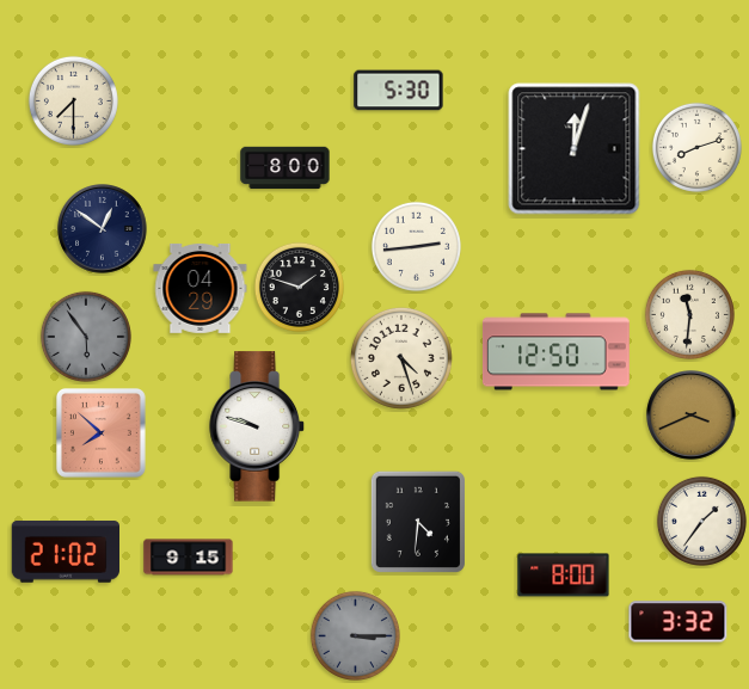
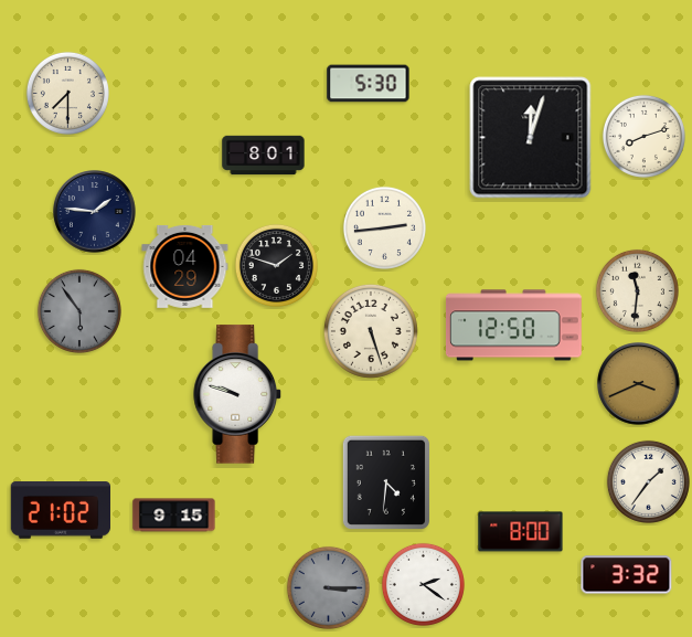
clock at (286, 168): 8:00 -> 8:01
clock at (103, 229): 12:51 -> 1:46
clock at (401, 358): 4:27 -> 5:27
clock at (100, 432): 7:52 -> none
clock at (423, 584): none -> 2:21
